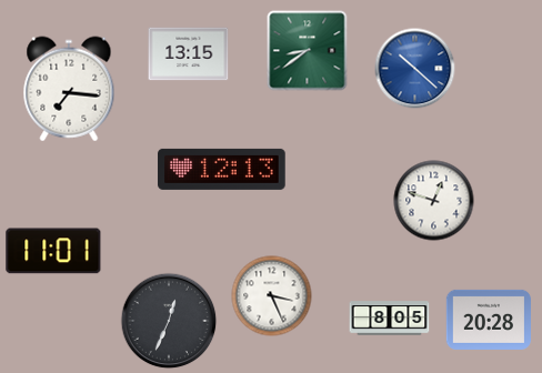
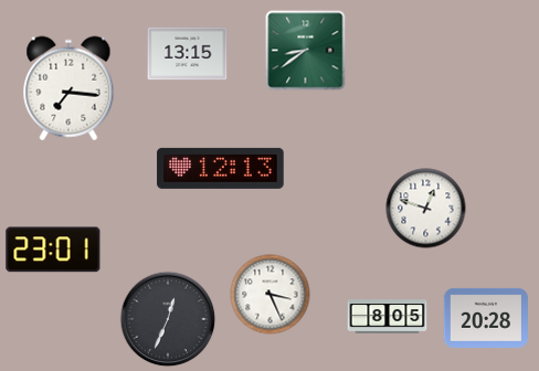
clock at (415, 69): 10:22 -> none
clock at (434, 201) position: (434, 201) -> (426, 209)
clock at (53, 251): 11:01 -> 23:01
